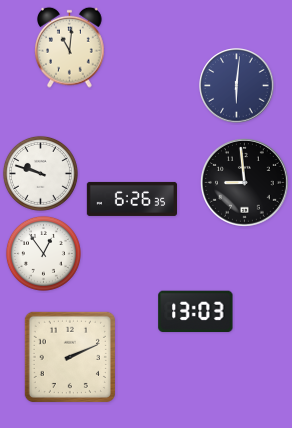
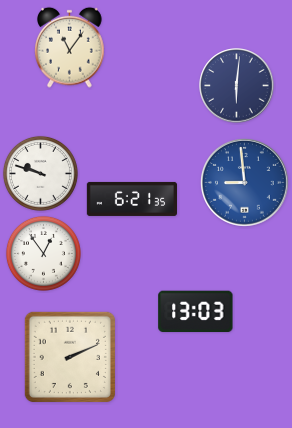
clock at (70, 47): 11:01 -> 11:06
clock at (245, 183) dial: black -> blue
clock at (131, 199): 6:26 -> 6:21
